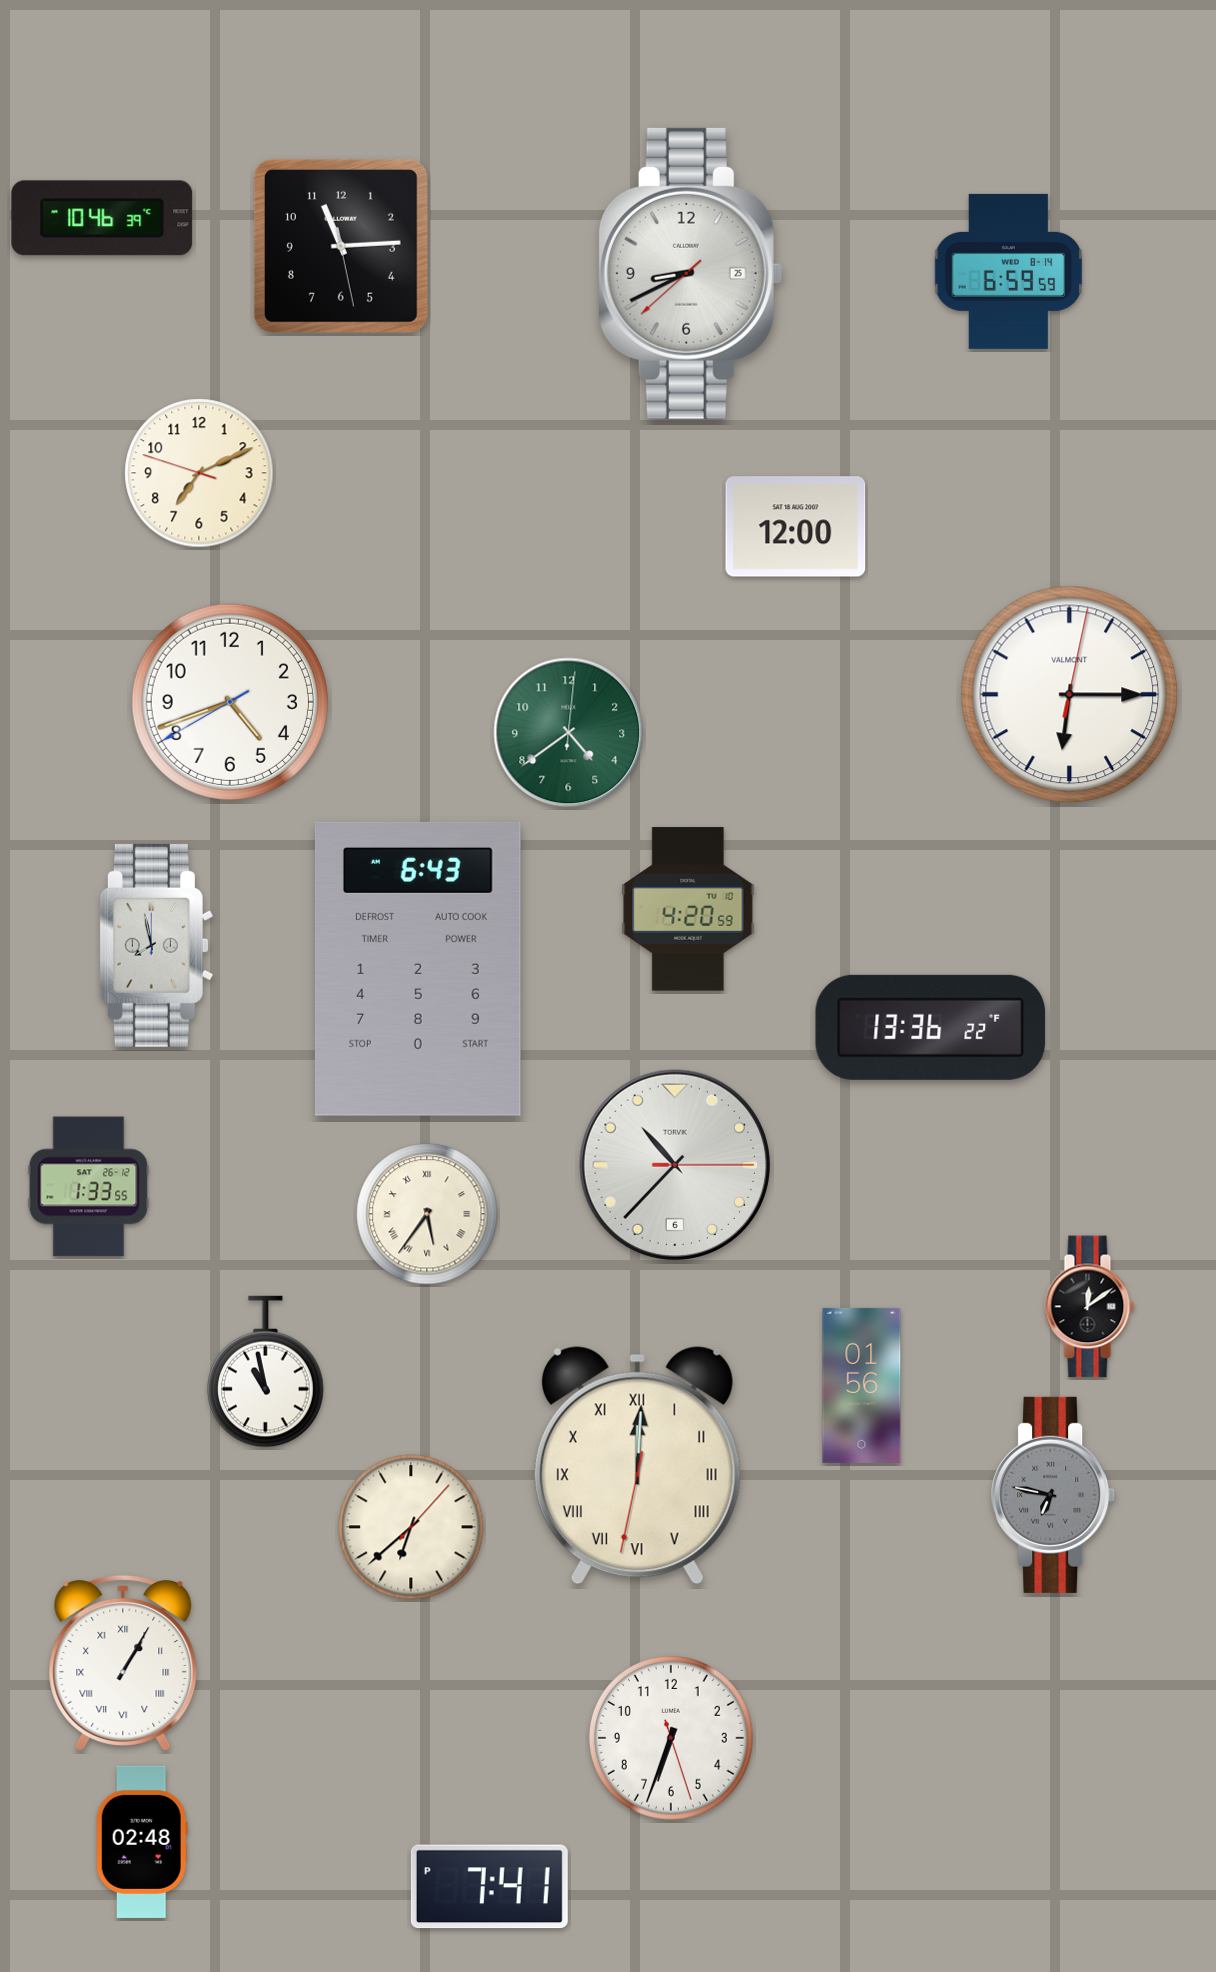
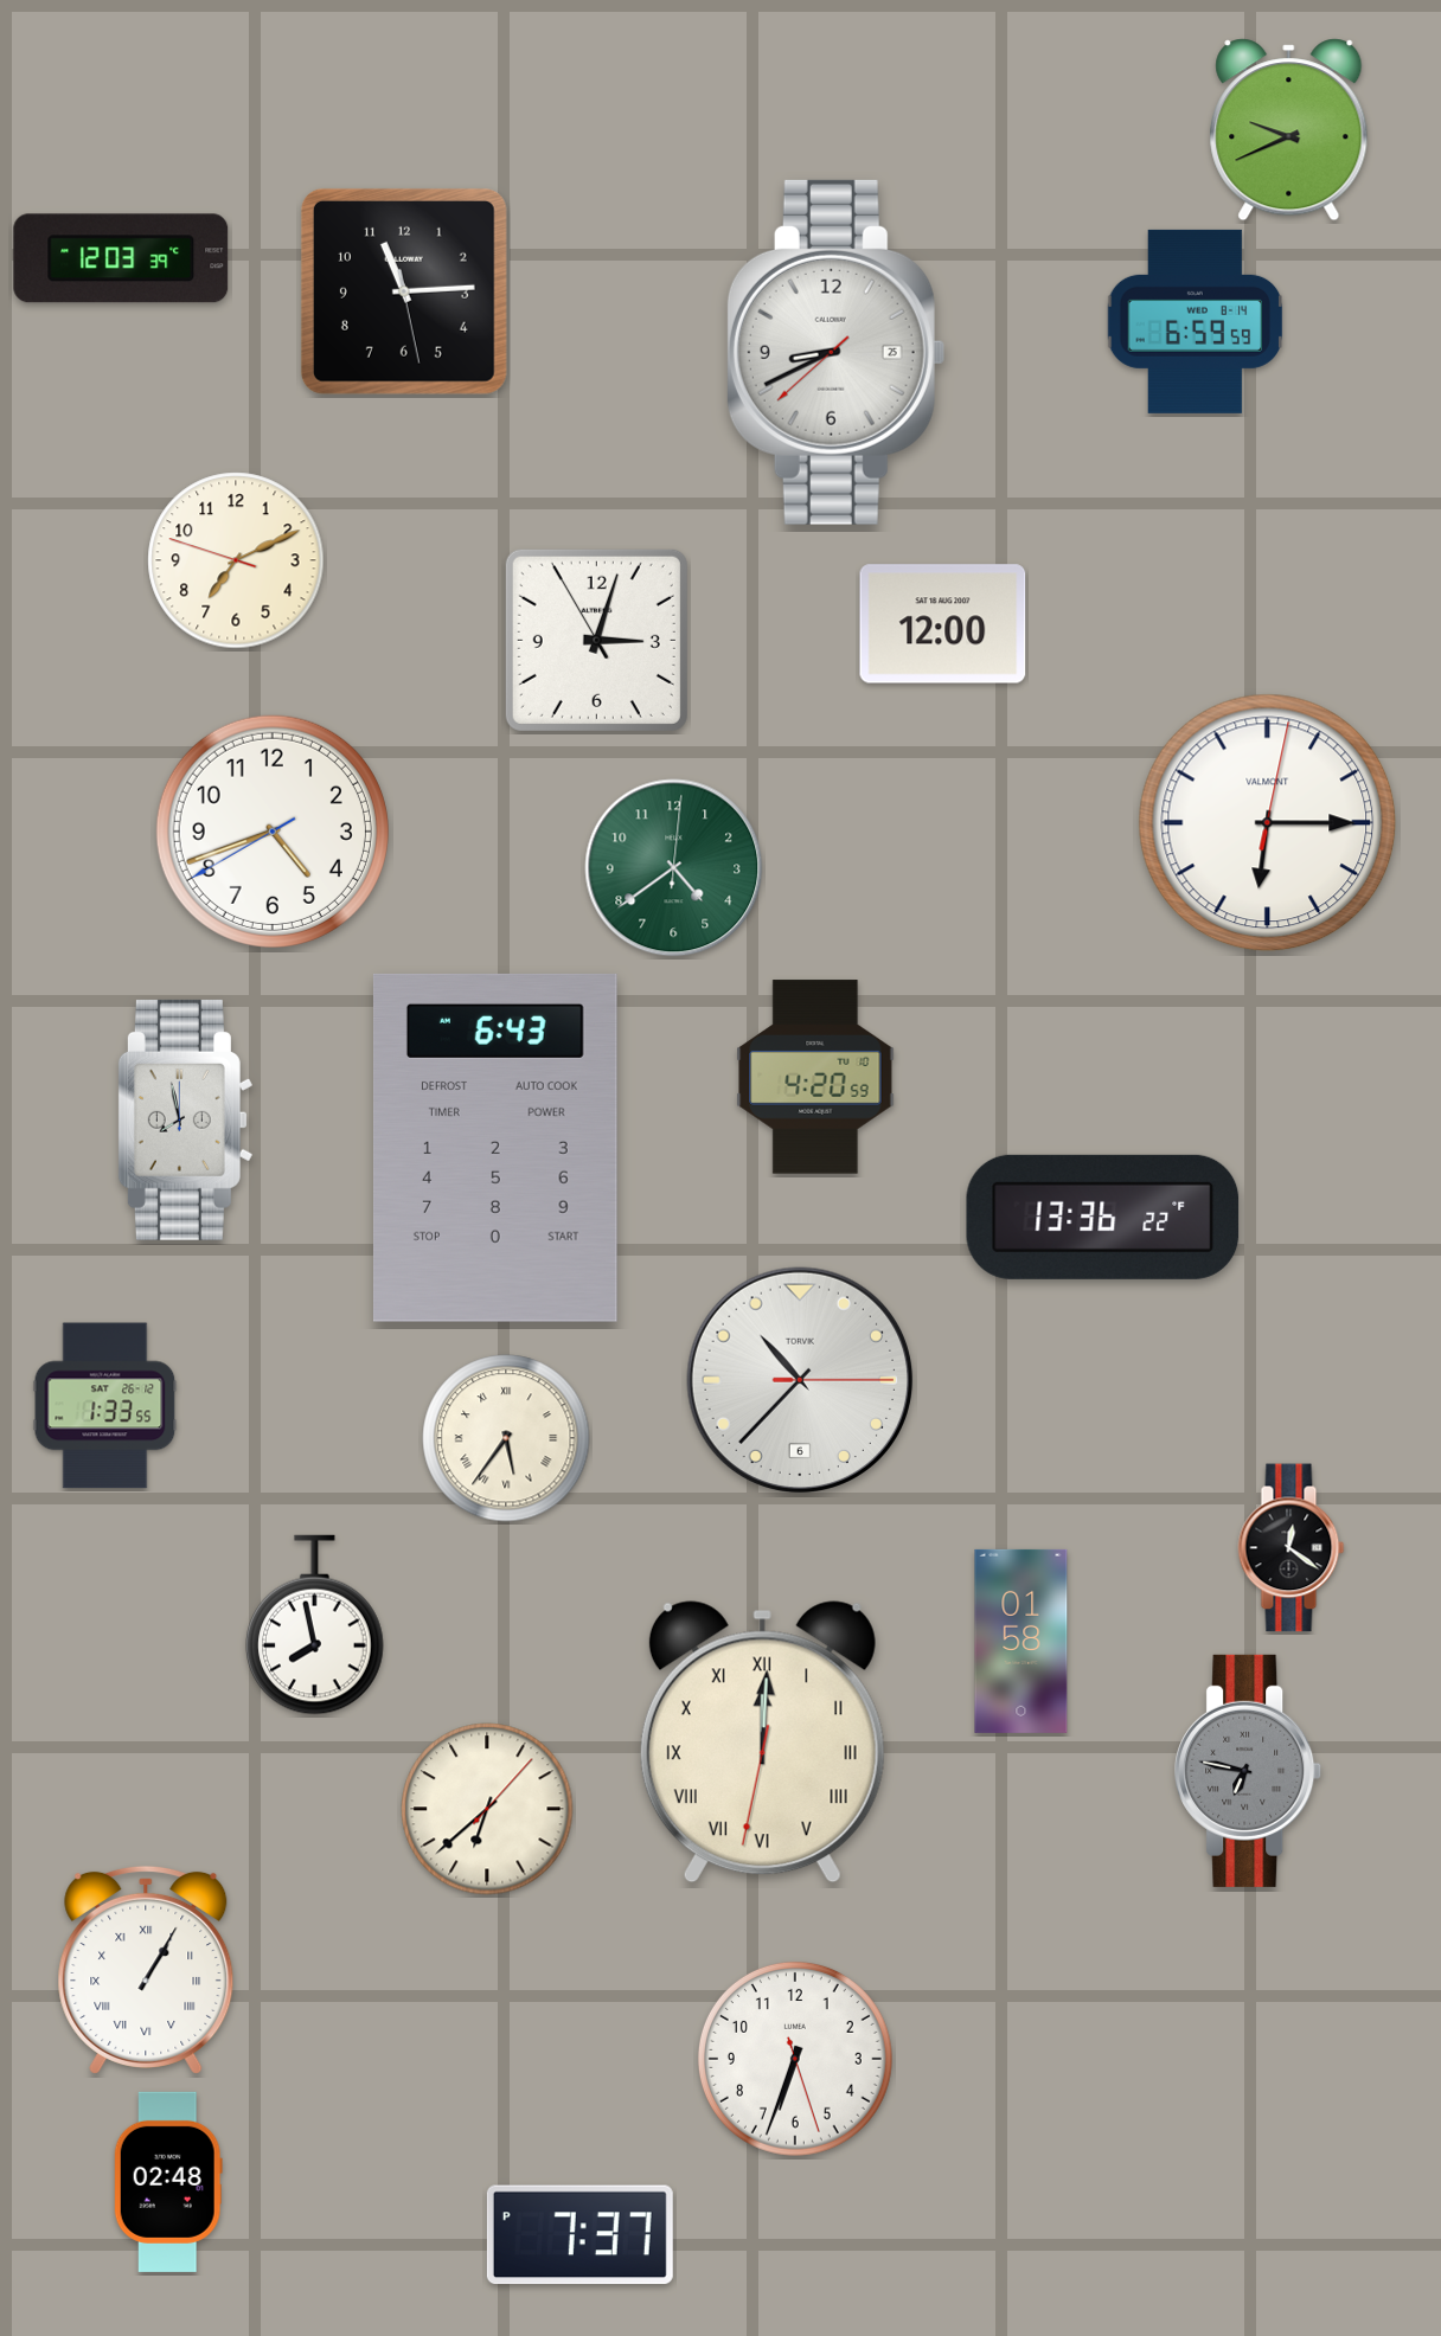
clock at (1289, 130): none -> 9:41
clock at (102, 218): 10:46 -> 12:03
clock at (690, 273) position: (690, 273) -> (835, 352)
clock at (596, 640): none -> 3:02
clock at (1090, 1307): 12:09 -> 12:21
clock at (266, 1372): 10:58 -> 7:58
clock at (862, 1385): 01:56 -> 01:58
clock at (637, 1466) position: (637, 1466) -> (762, 1743)
clock at (489, 1887): 7:41 -> 7:37
